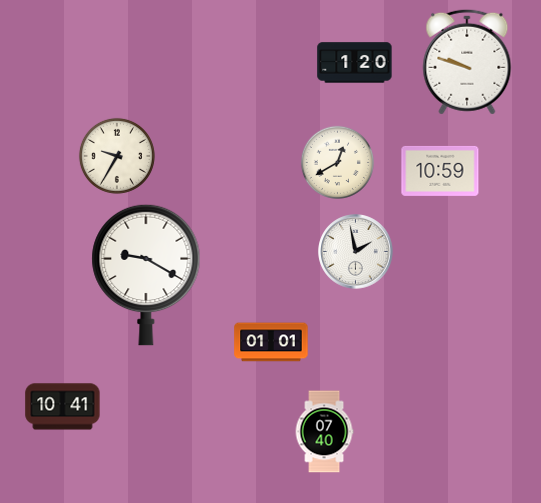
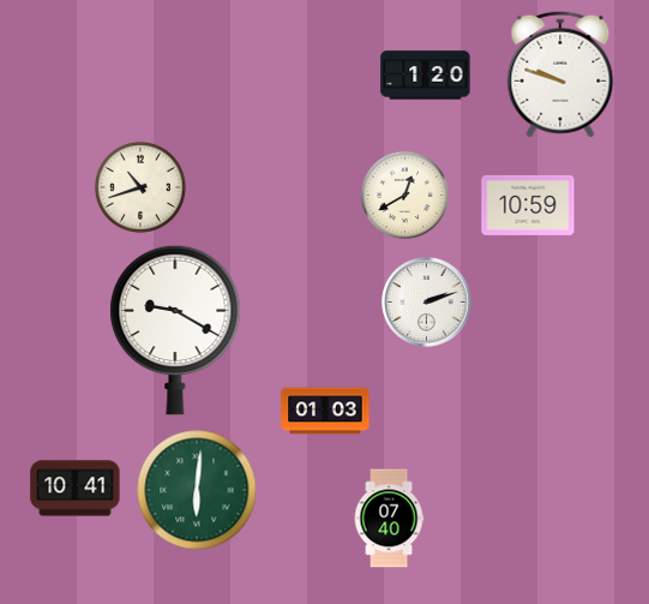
clock at (117, 156): 9:35 -> 10:42
clock at (356, 252): 1:58 -> 2:12
clock at (271, 342): 01:01 -> 01:03
clock at (197, 490): none -> 6:01
